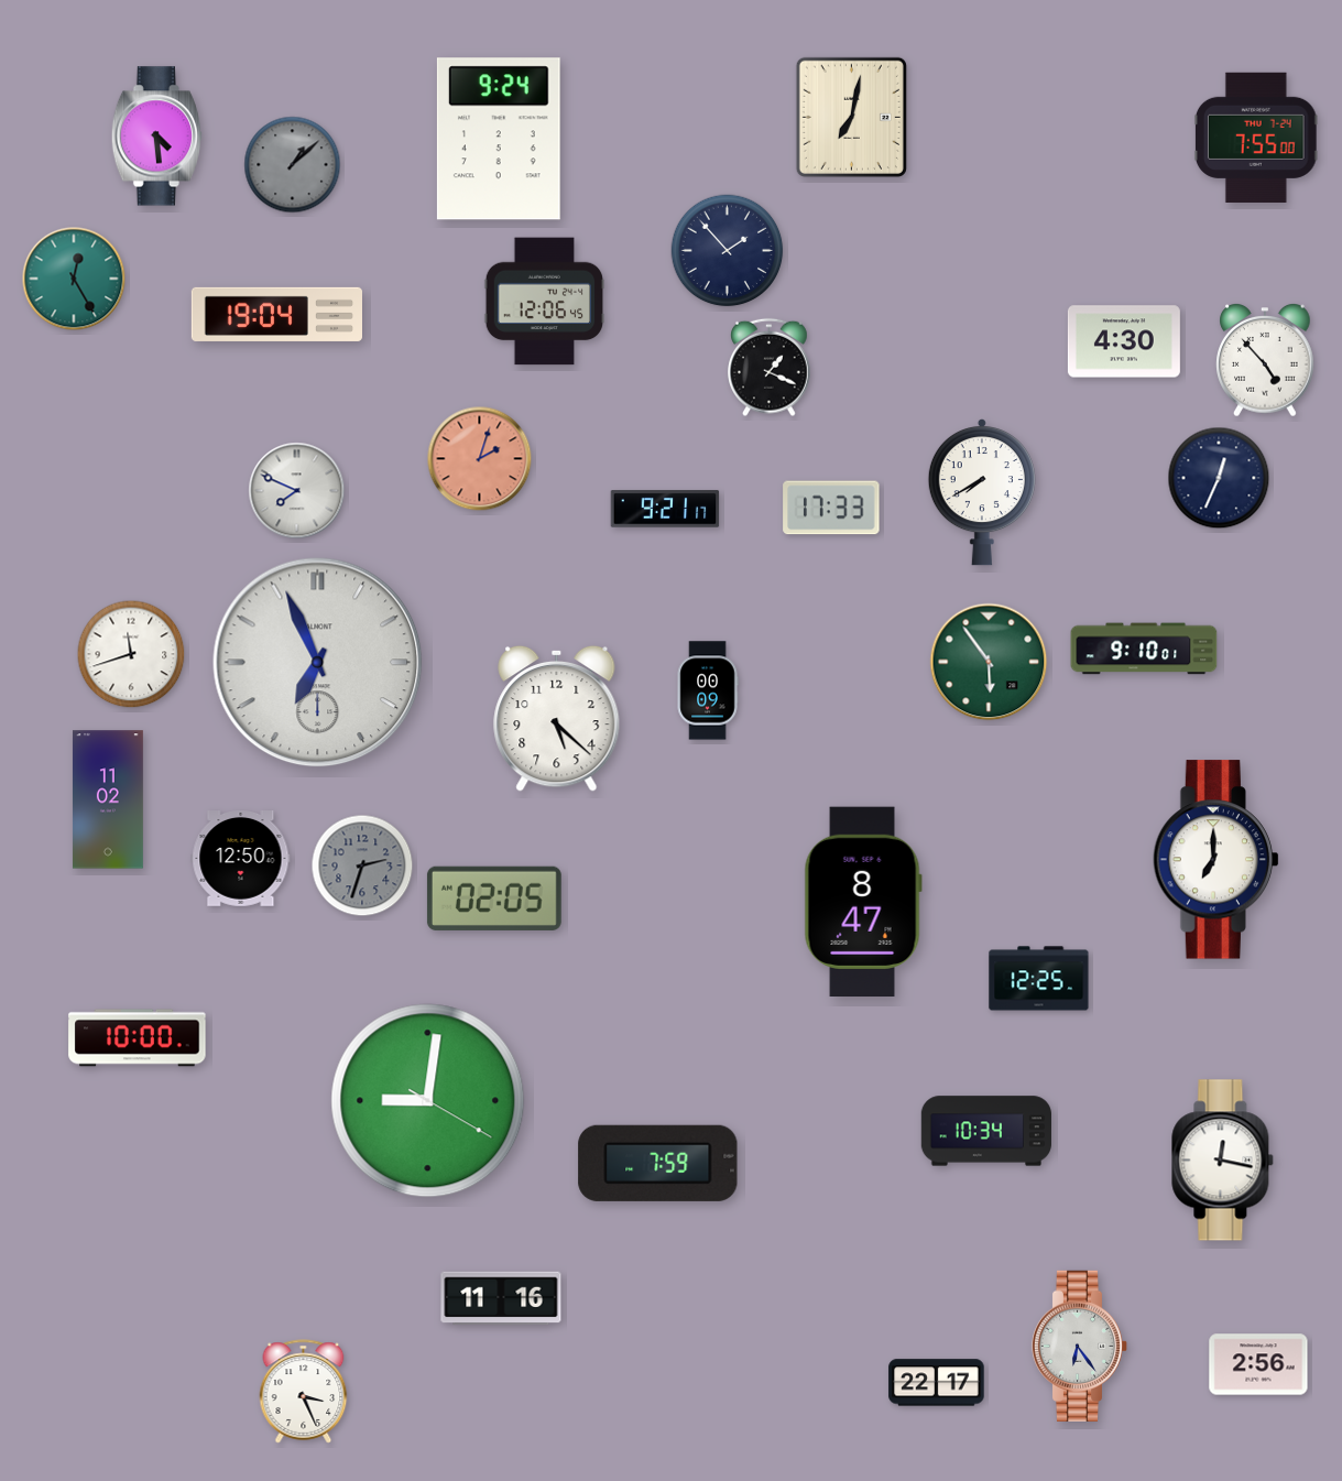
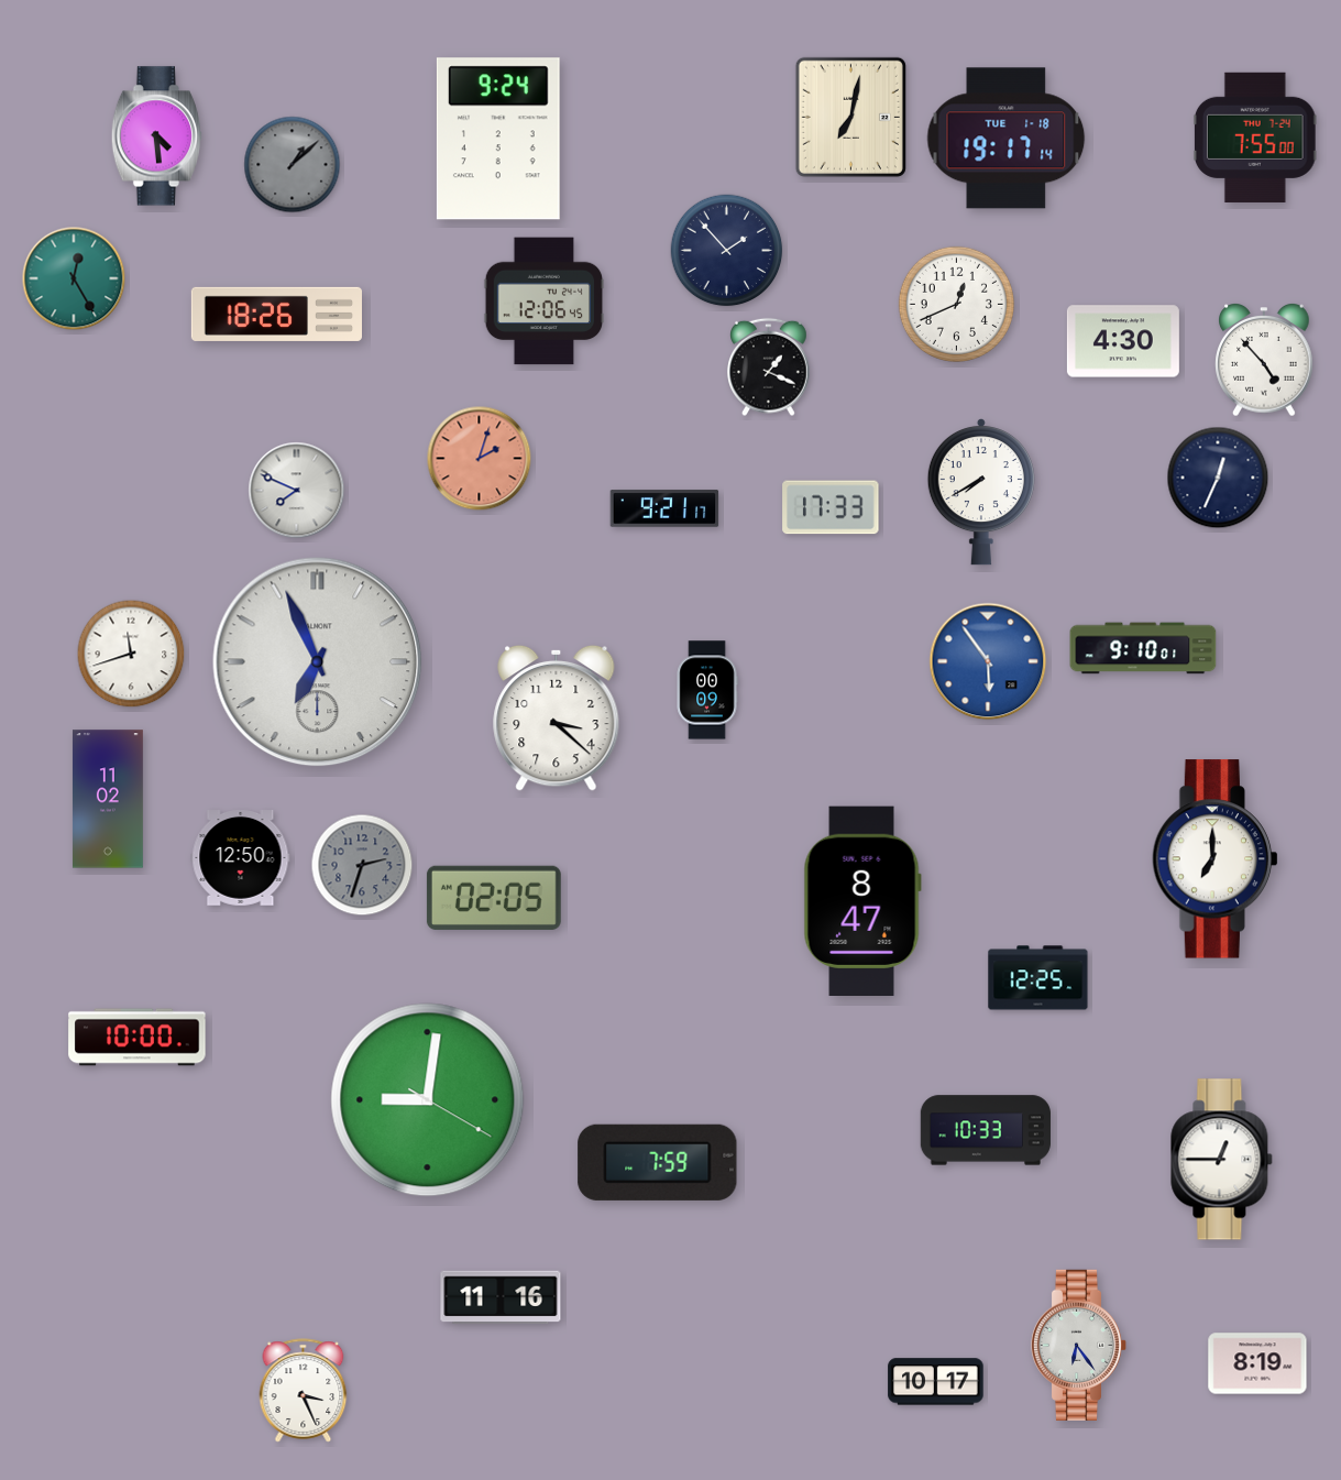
clock at (1007, 139): none -> 19:17
clock at (956, 304): none -> 12:41
clock at (276, 314): 19:04 -> 18:26
clock at (989, 662) dial: green -> blue
clock at (557, 718): 5:22 -> 3:22
clock at (985, 1131): 10:34 -> 10:33
clock at (1223, 1161): 12:17 -> 12:45
clock at (1258, 1364): 2:56 -> 8:19
clock at (937, 1383): 22:17 -> 10:17
